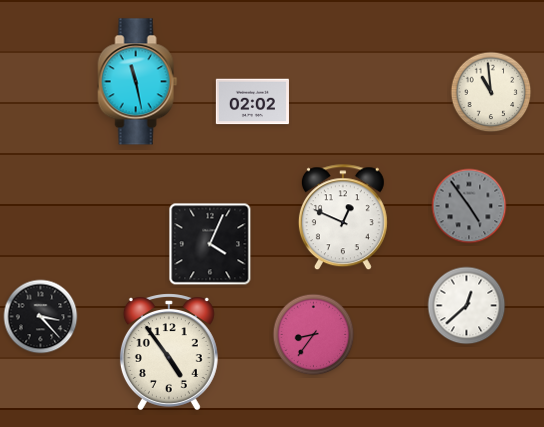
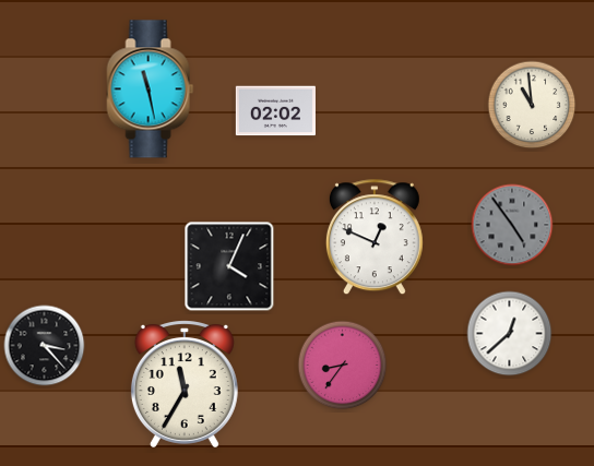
clock at (491, 92) position: (491, 92) -> (532, 105)
clock at (169, 352): 4:54 -> 11:35
